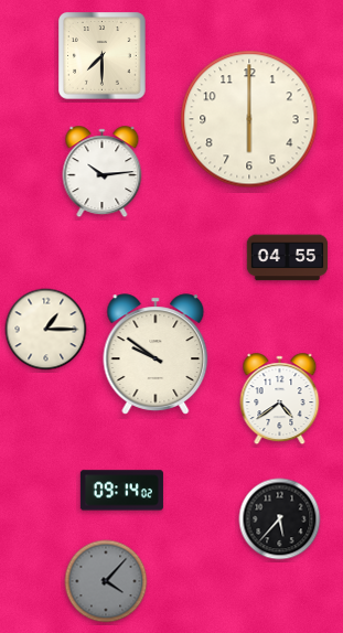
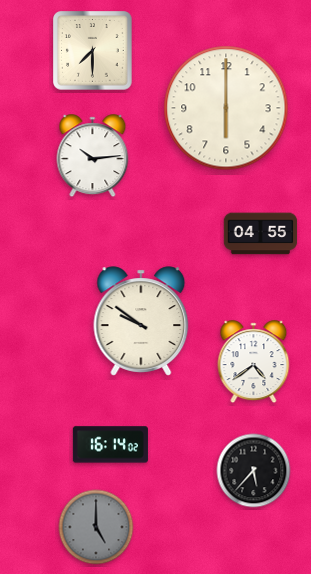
clock at (46, 330): 1:15 -> none
clock at (121, 491): 09:14 -> 16:14
clock at (106, 581): 4:07 -> 5:00
